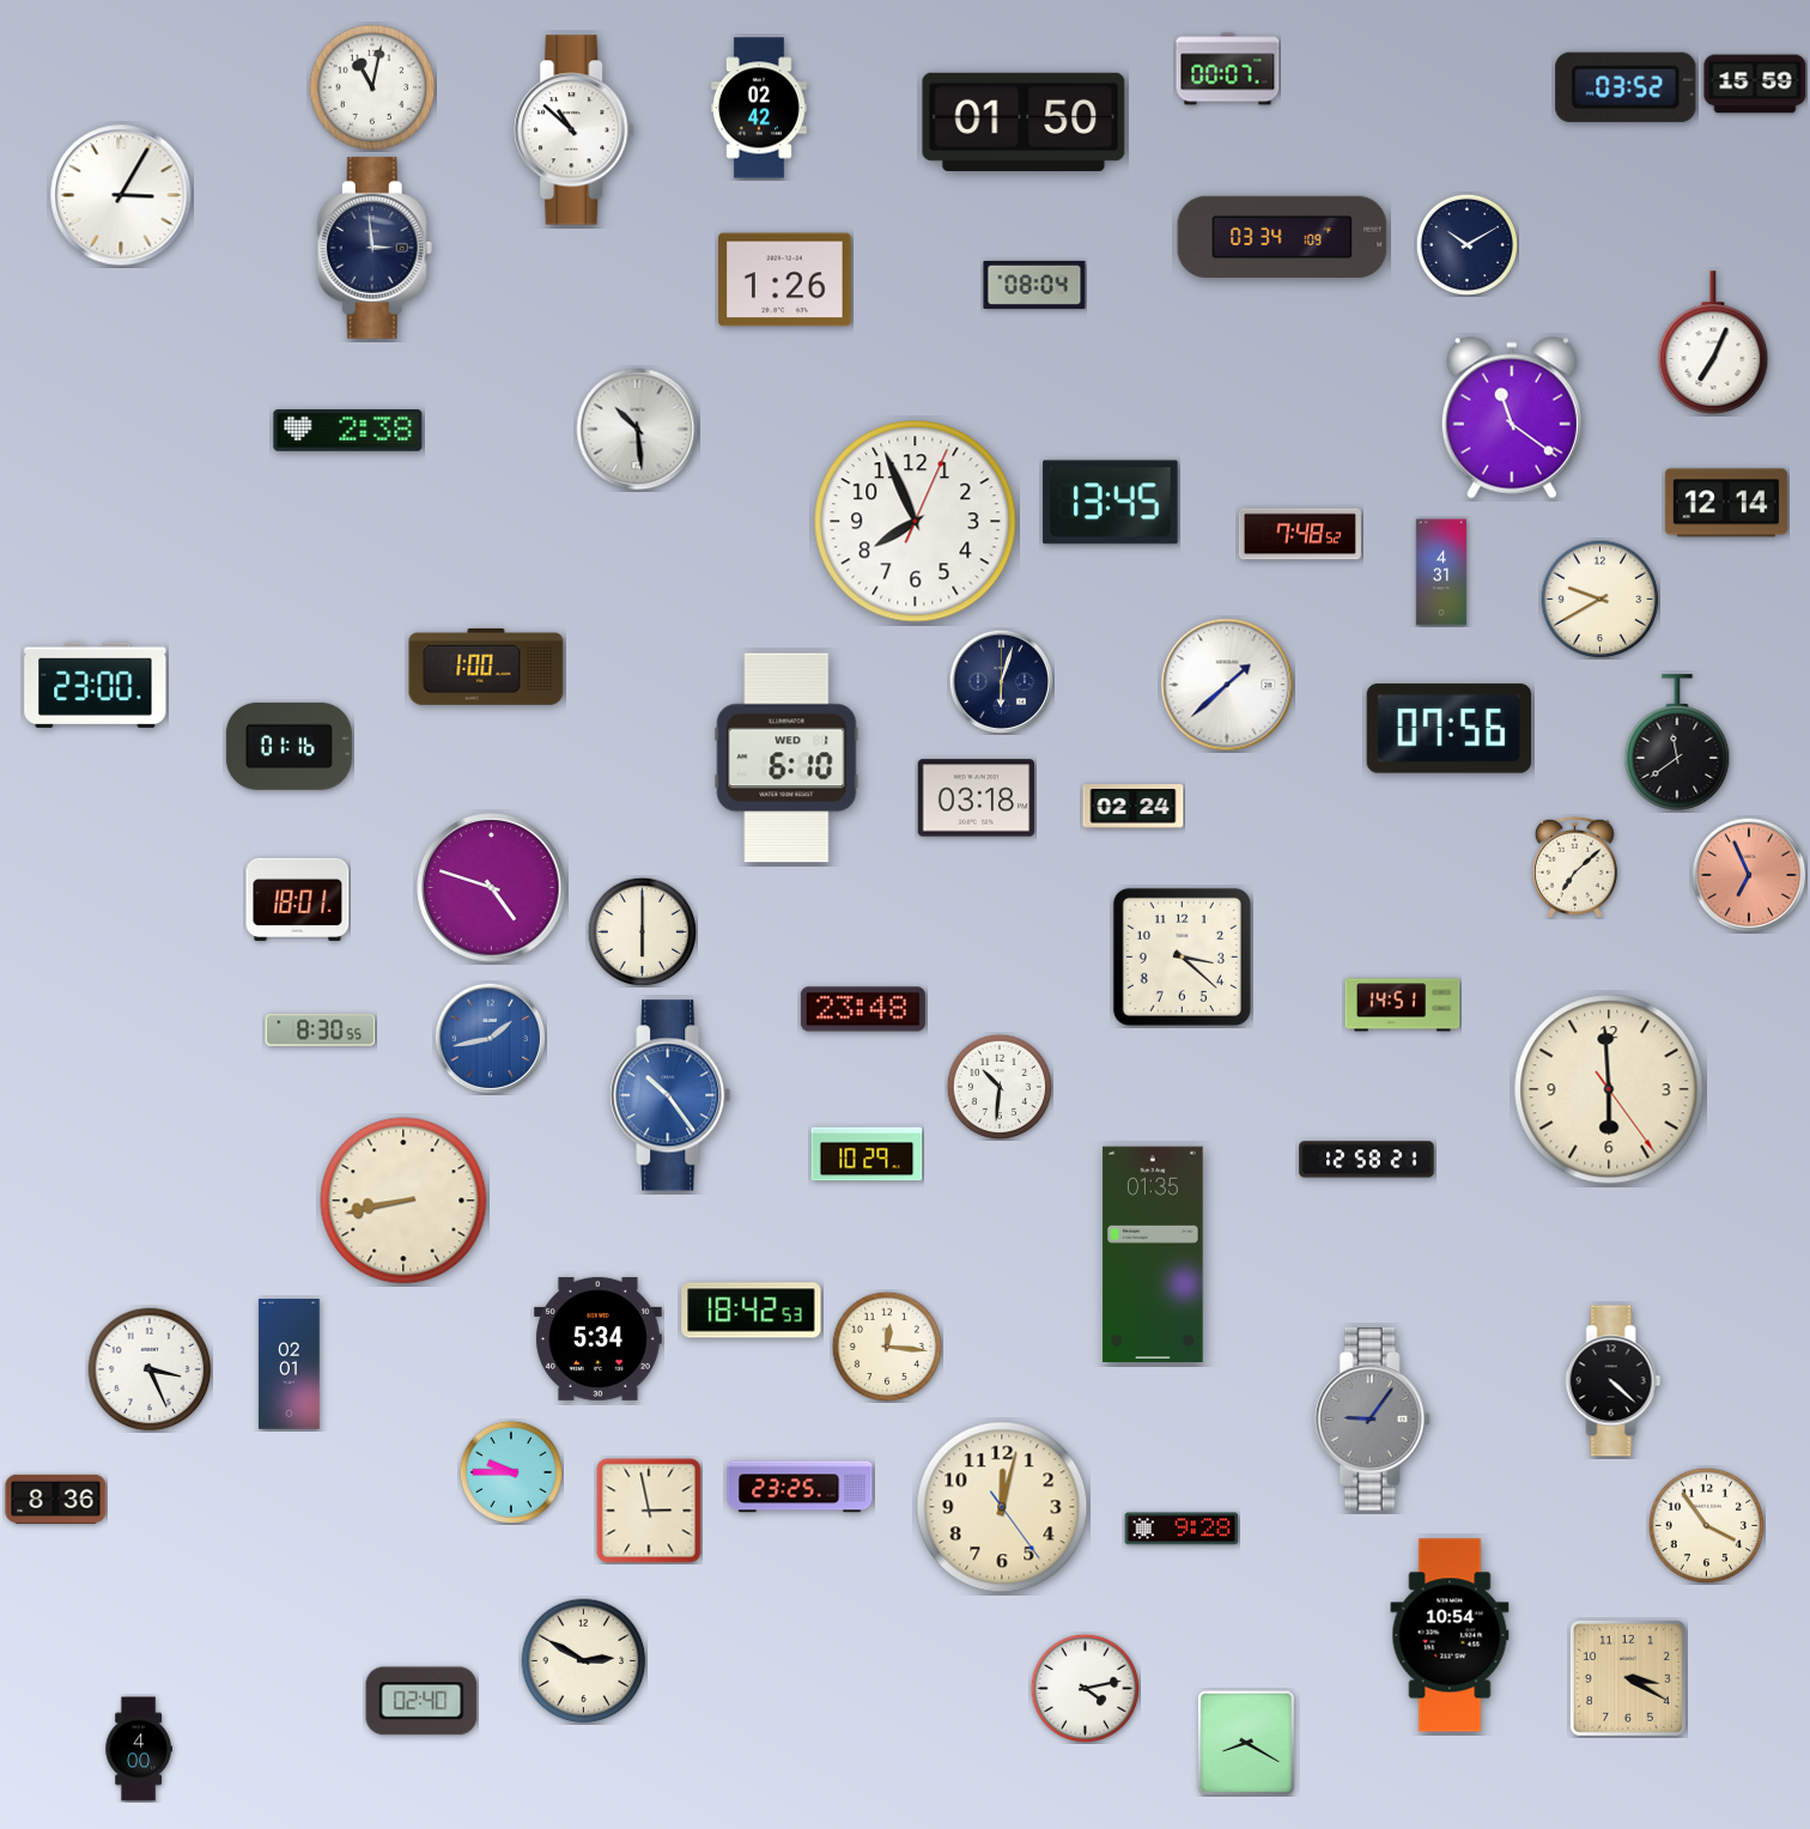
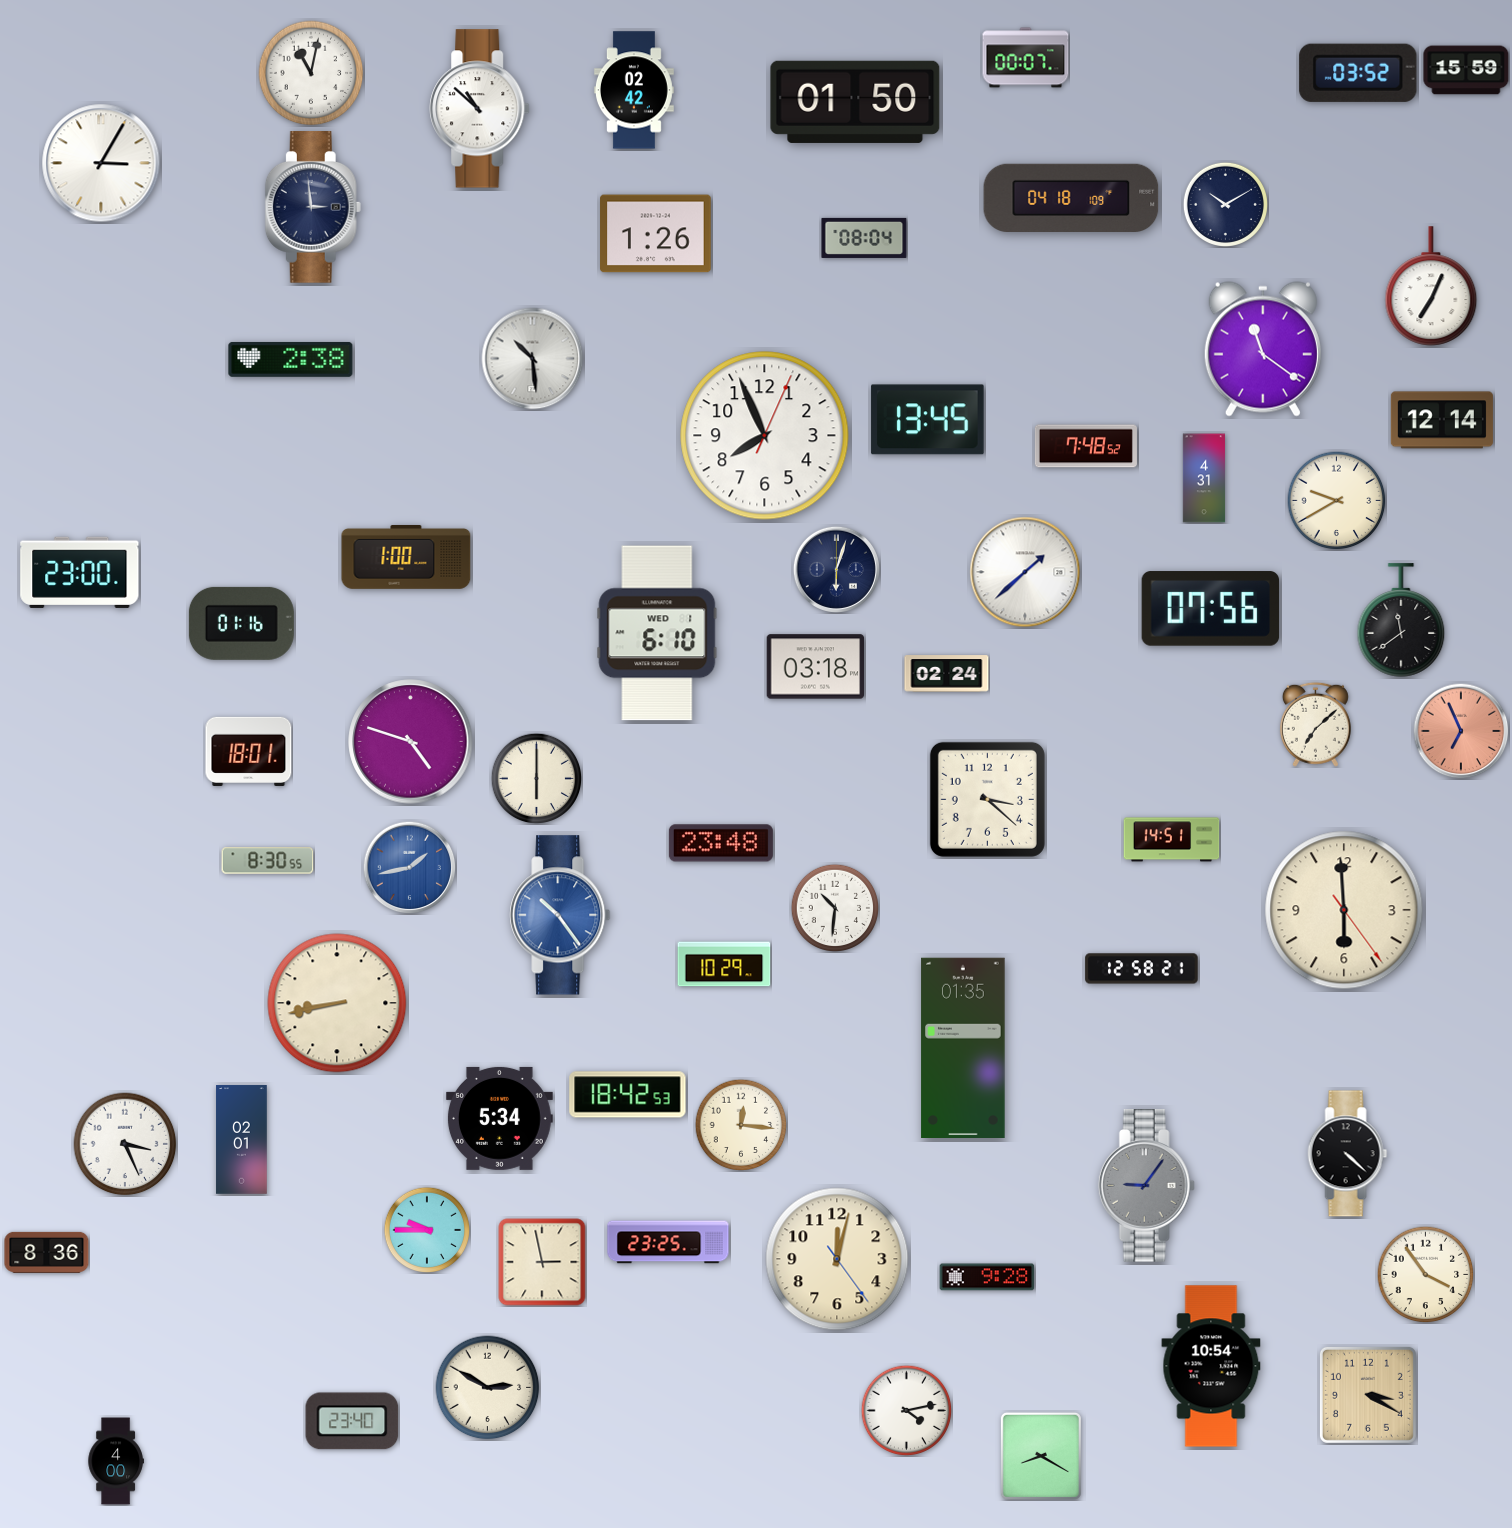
clock at (1282, 236): 03:34 -> 04:18
clock at (1628, 1678) position: (1628, 1678) -> (1368, 1395)
clock at (421, 1701): 02:40 -> 23:40
